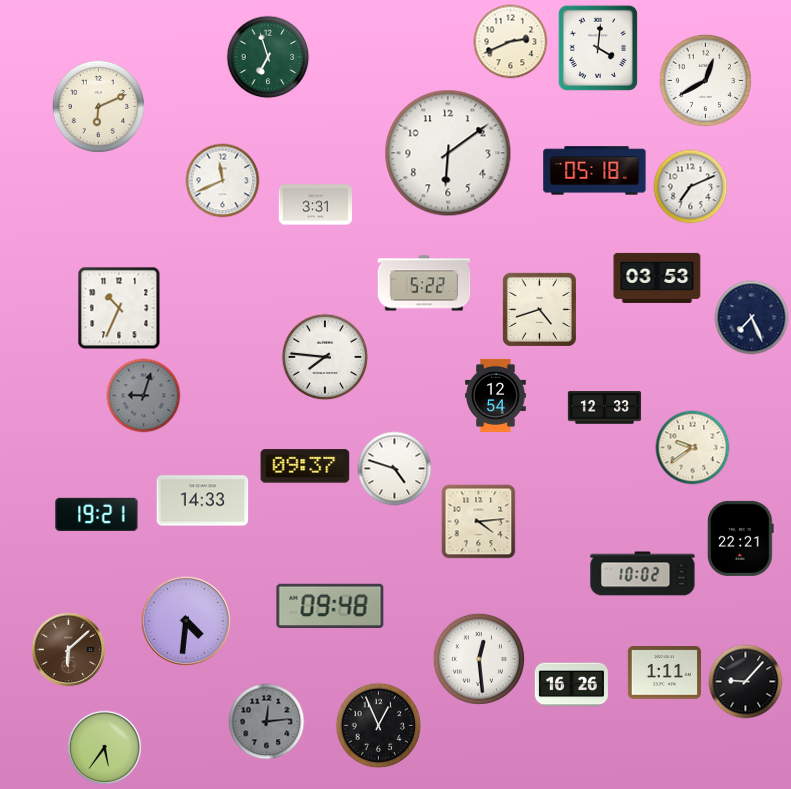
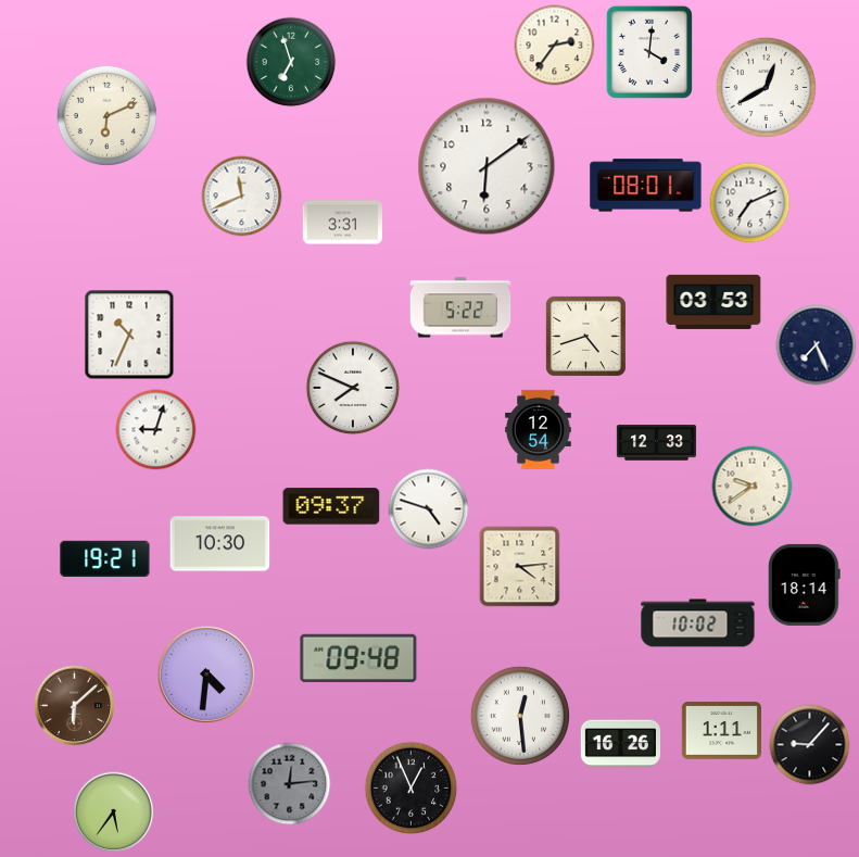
clock at (511, 42): 2:41 -> 2:36
clock at (595, 171): 05:18 -> 08:01
clock at (325, 357): 7:46 -> 7:49
clock at (144, 396) dial: grey -> white
clock at (203, 501): 14:33 -> 10:30
clock at (740, 538): 22:21 -> 18:14
clock at (185, 620) position: (185, 620) -> (205, 673)
clock at (746, 682) position: (746, 682) -> (810, 745)
